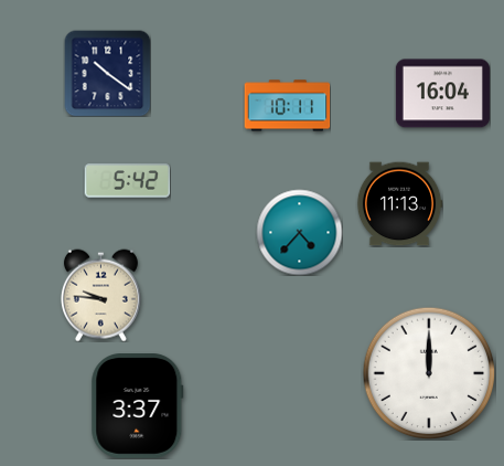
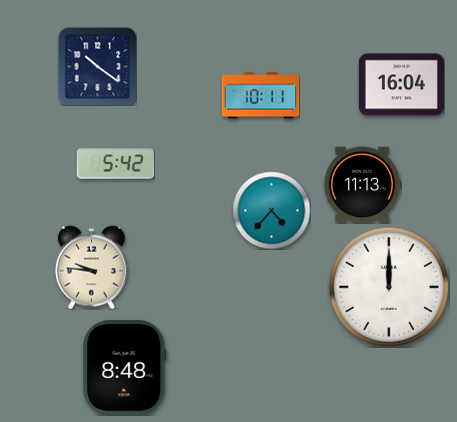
clock at (429, 373) position: (429, 373) -> (389, 287)
clock at (138, 406): 3:37 -> 8:48
